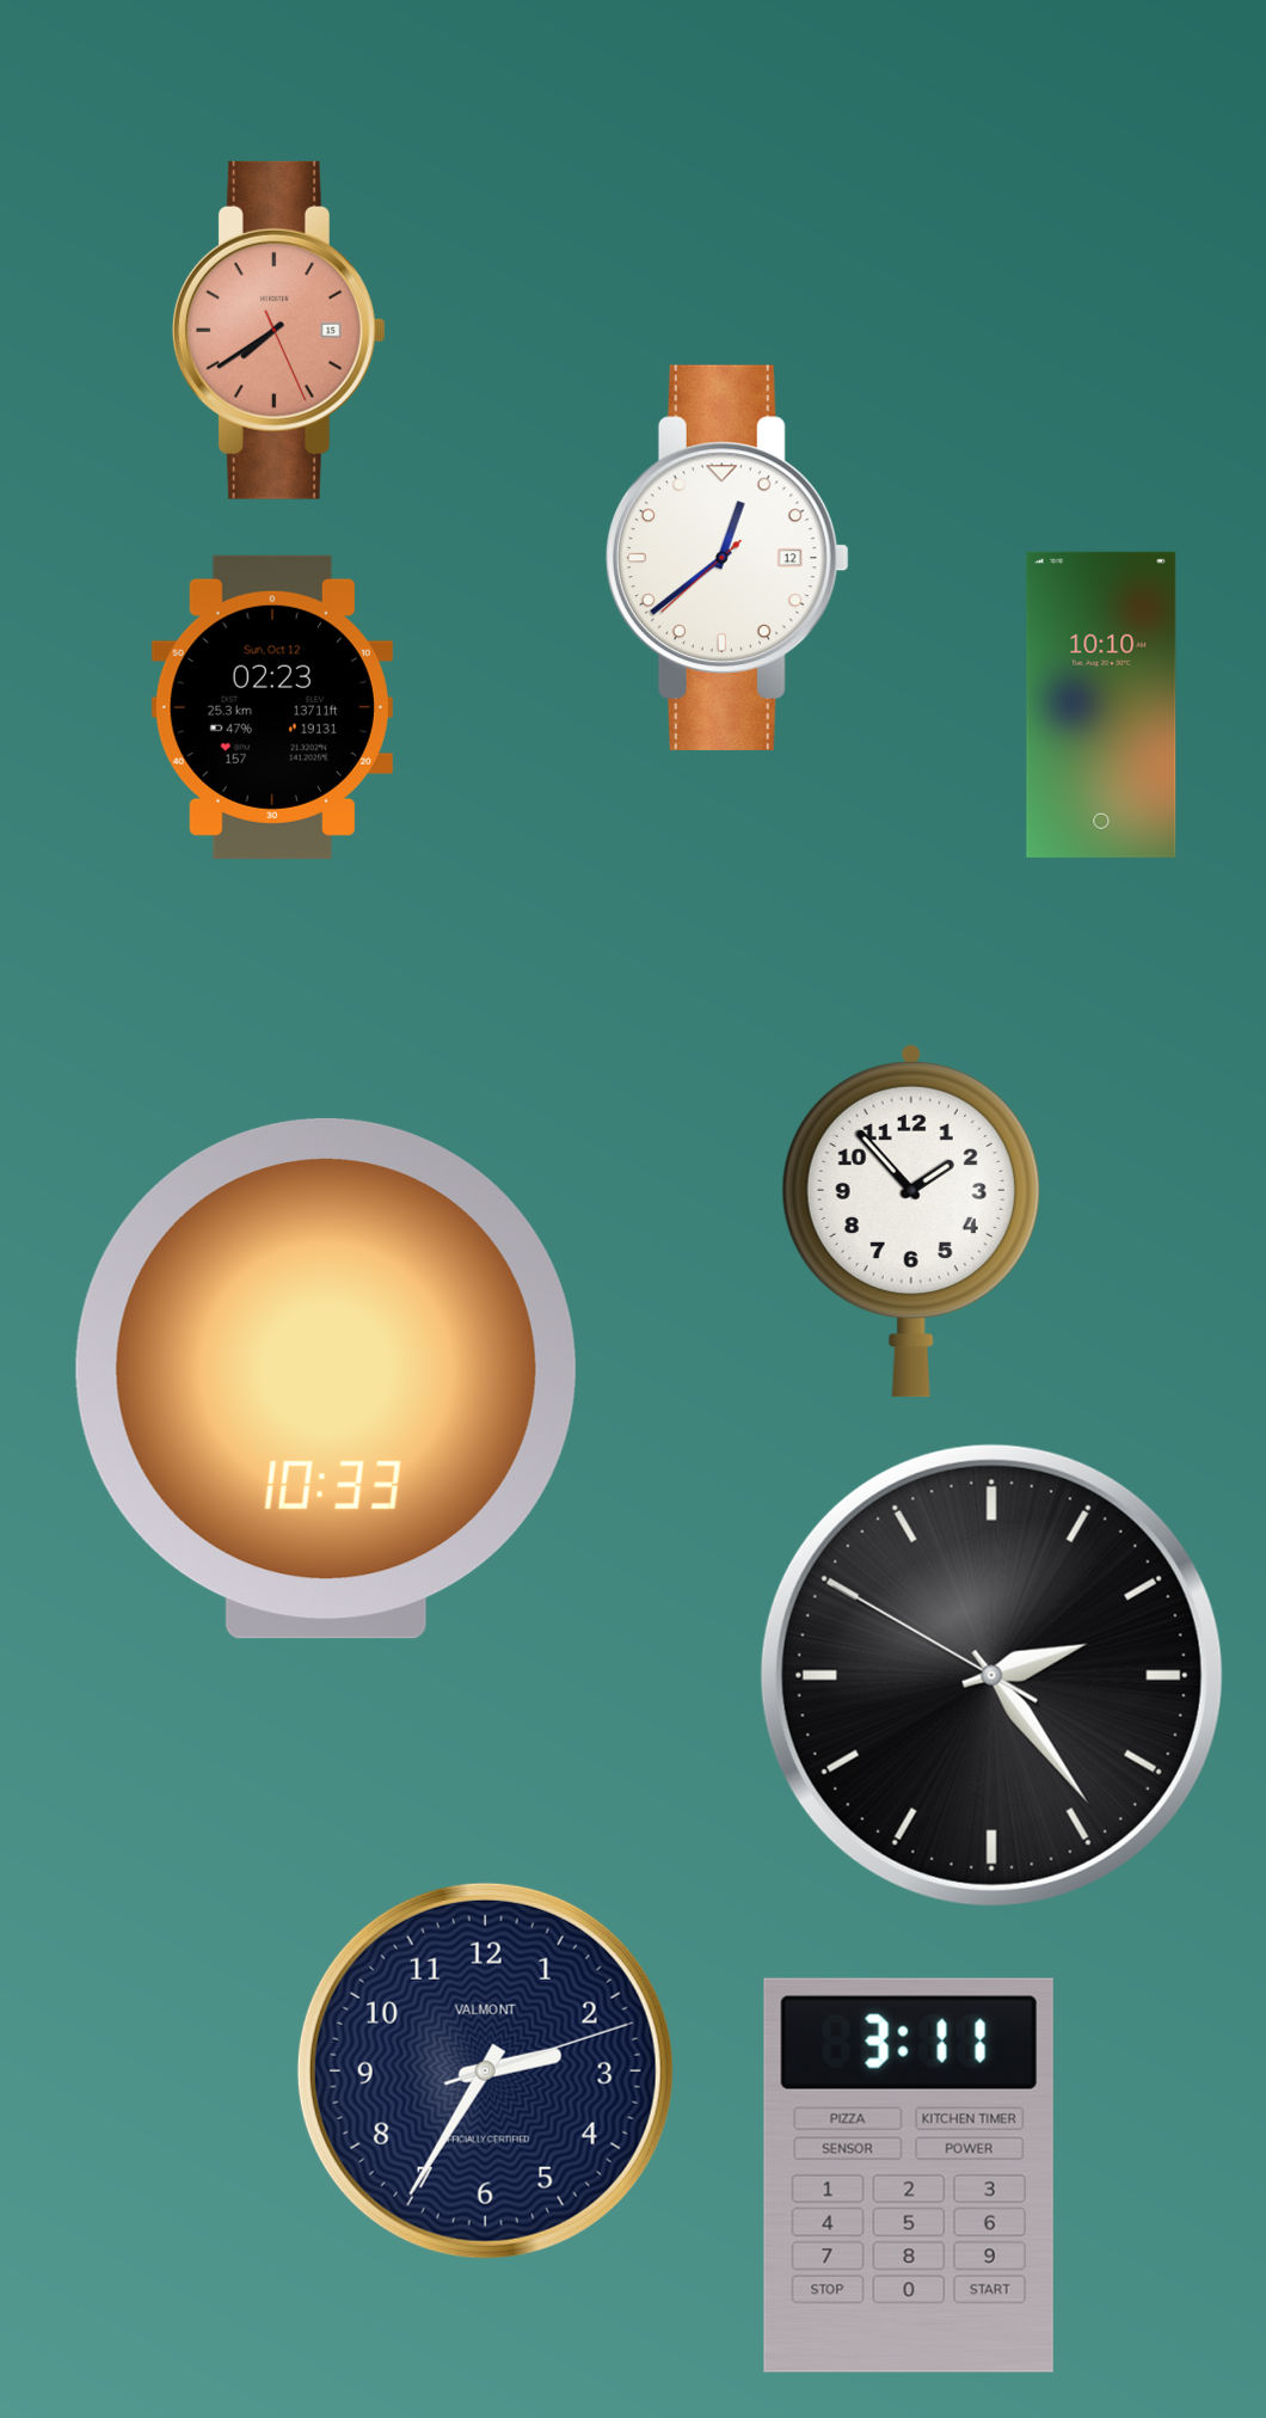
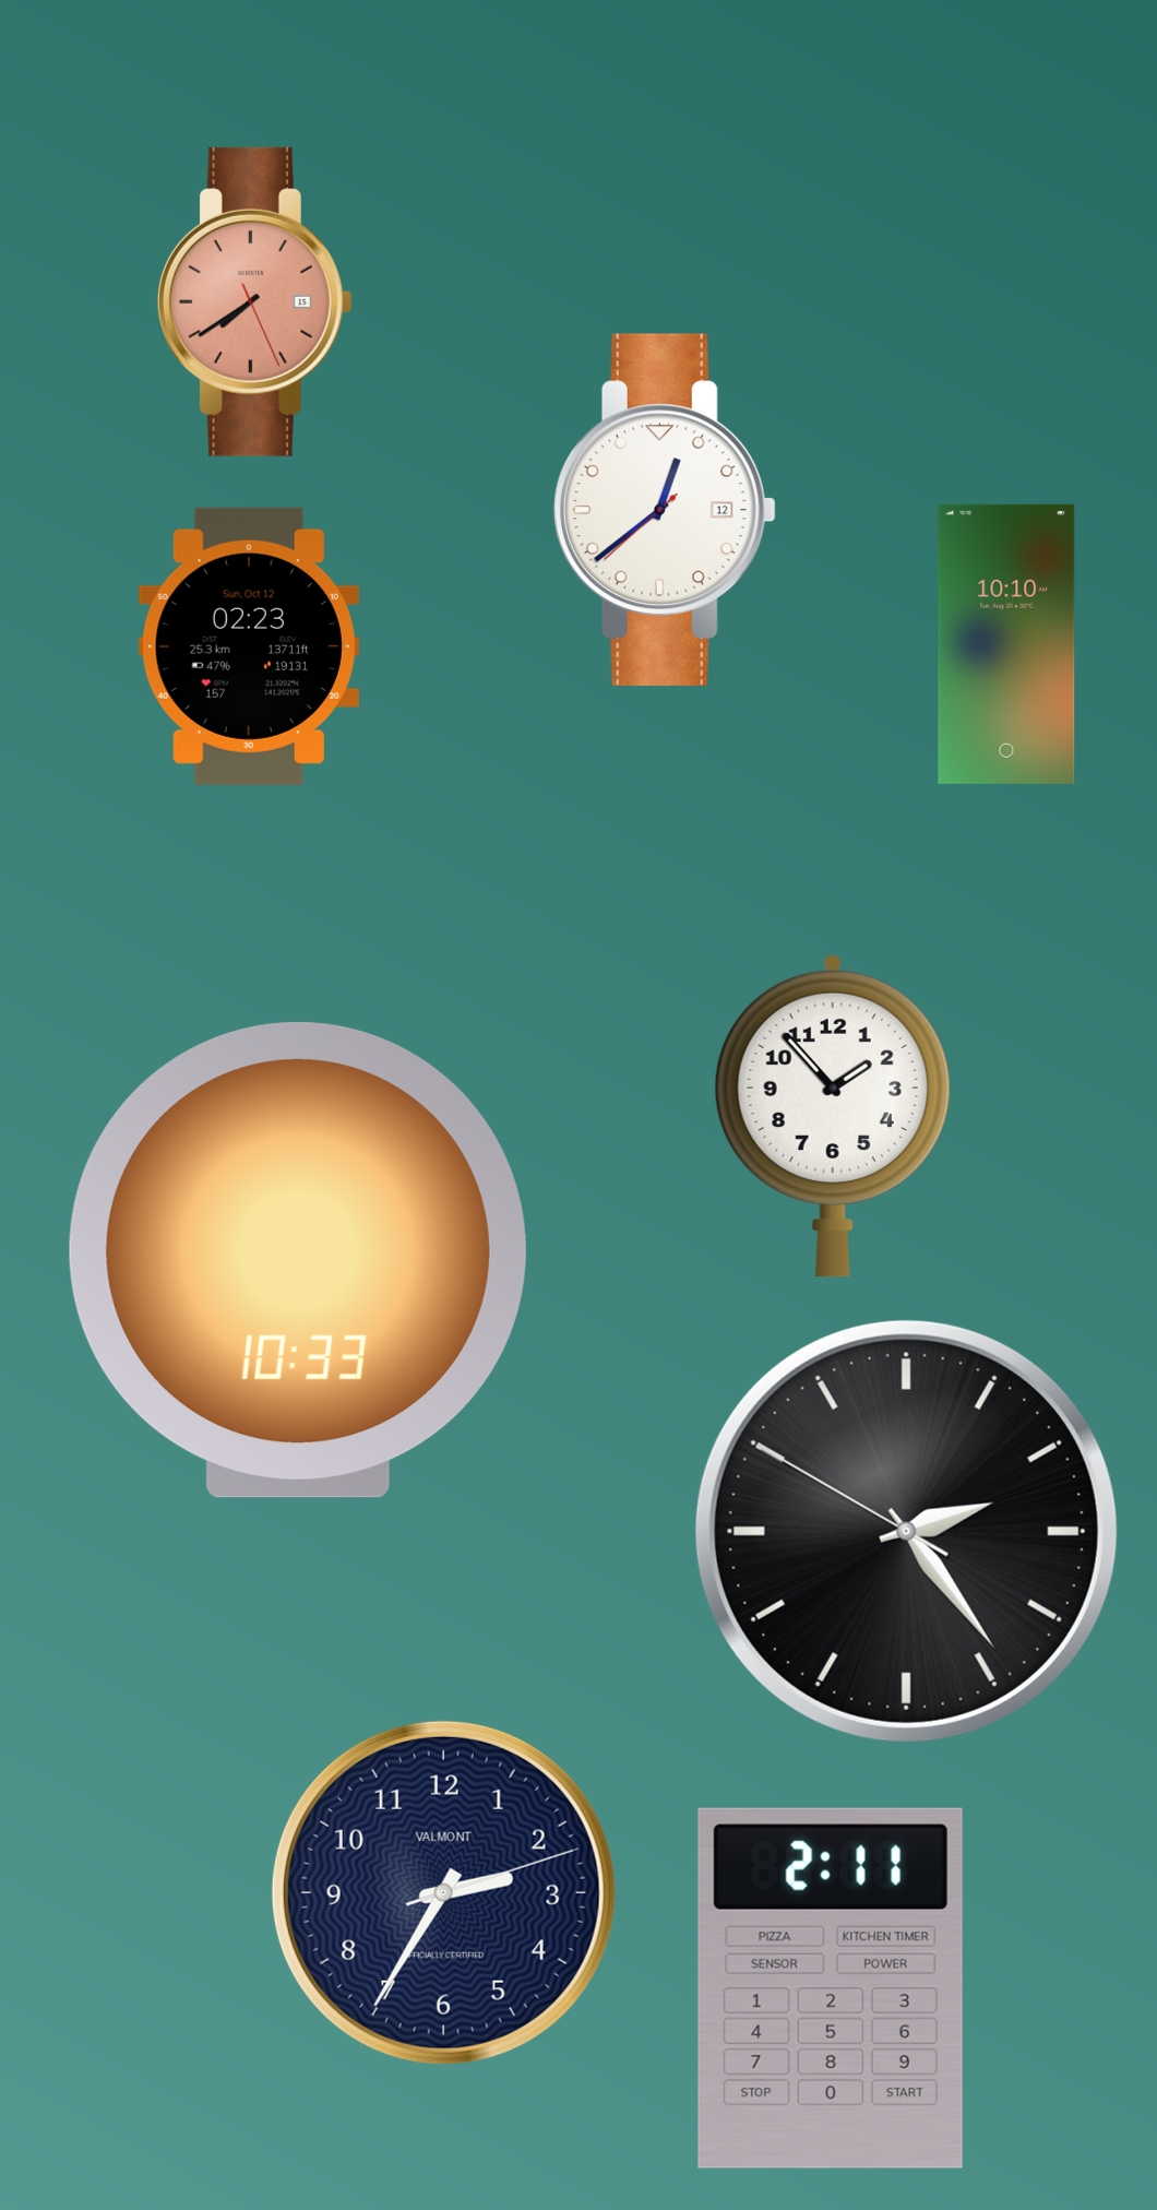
clock at (909, 2175): 3:11 -> 2:11
